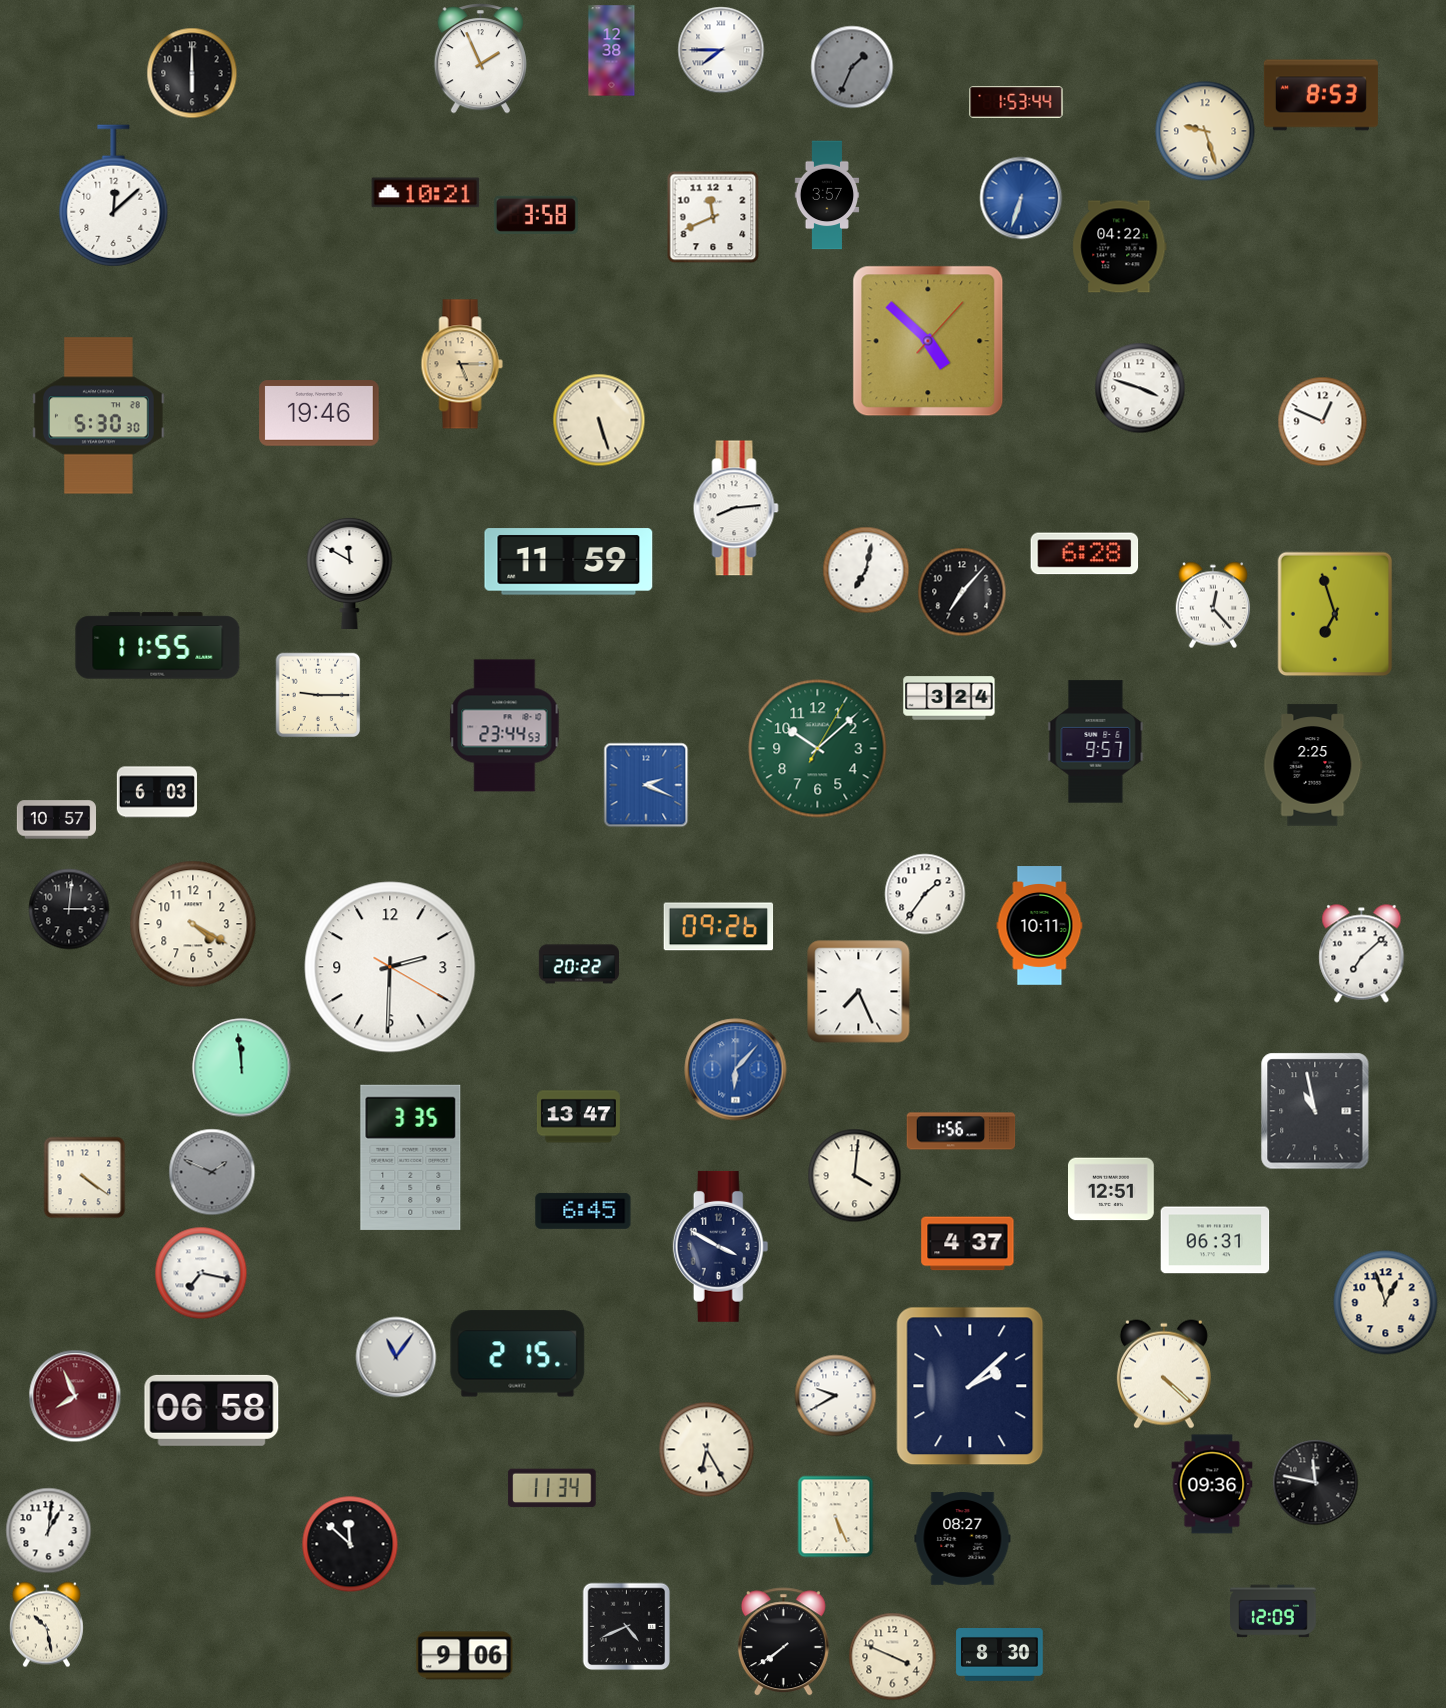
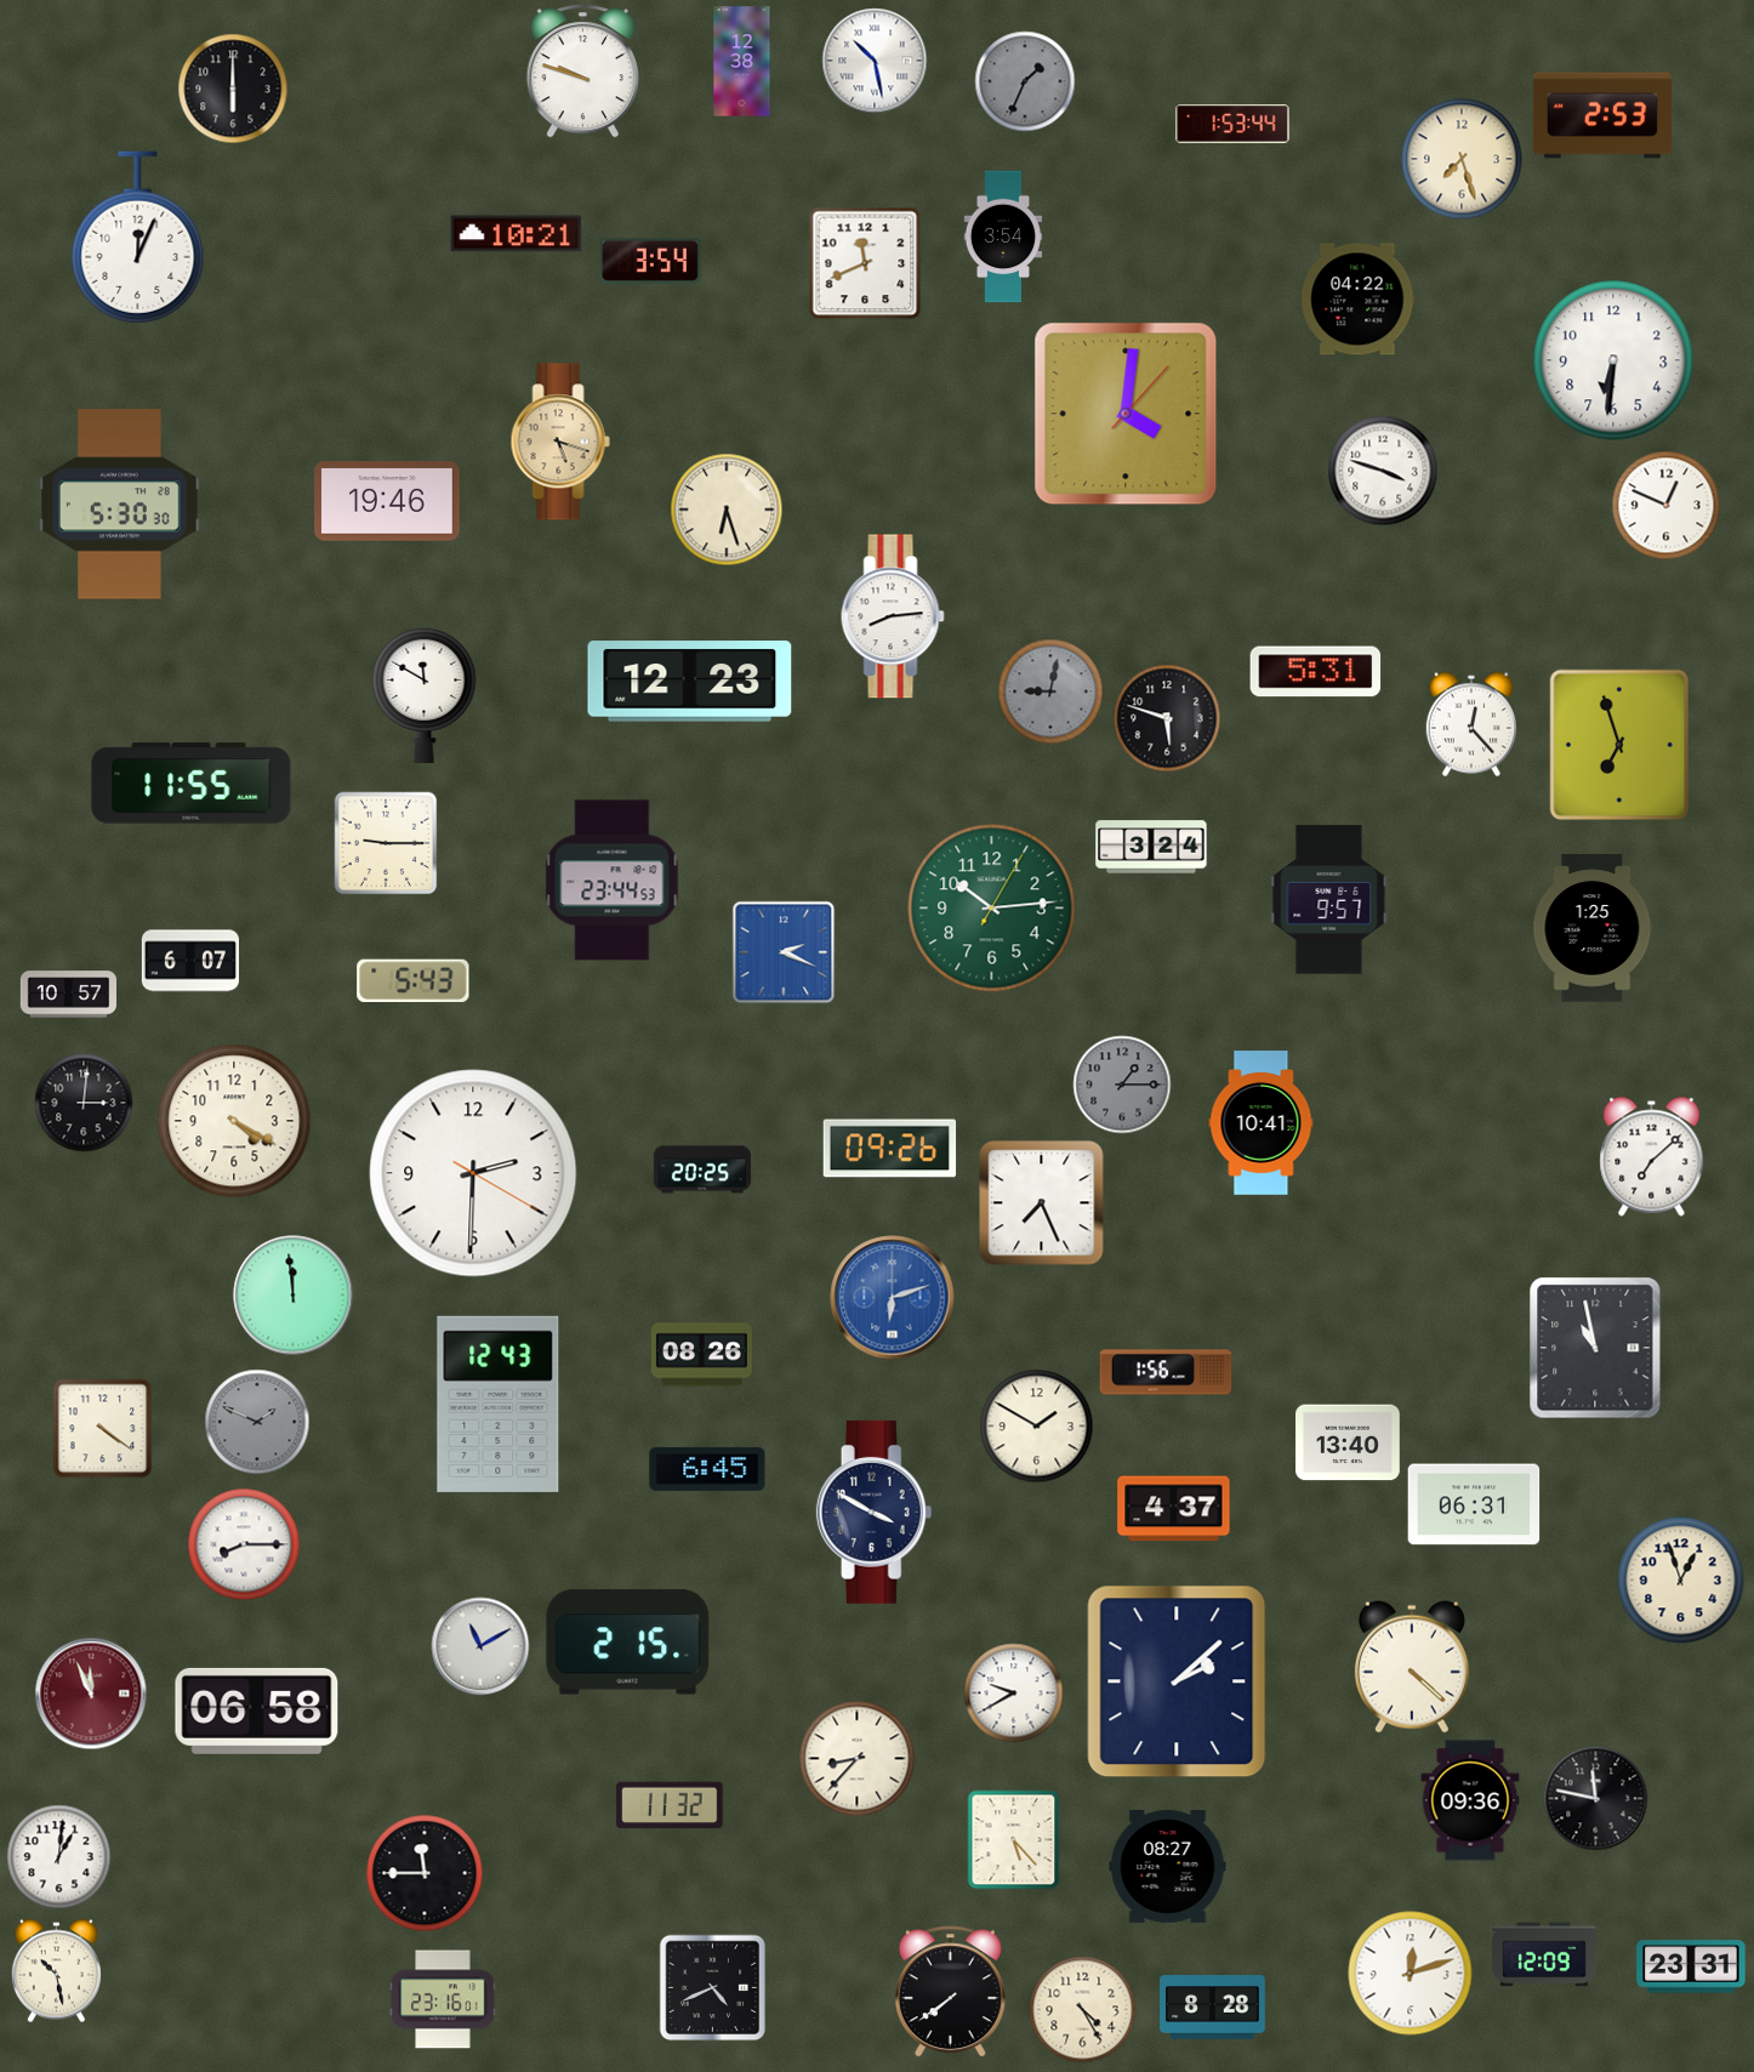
clock at (721, 50): 7:45 -> 10:28
clock at (480, 59): 1:56 -> 9:48
clock at (852, 67) position: (852, 67) -> (1025, 81)
clock at (1321, 95): 8:53 -> 2:53
clock at (1205, 131): 9:27 -> 7:27
clock at (827, 195): 3:57 -> 3:54
clock at (114, 196): 12:08 -> 12:04
clock at (1021, 198): 6:33 -> none
clock at (536, 215): 3:58 -> 3:54
clock at (1613, 360): none -> 6:31
clock at (928, 341): 4:52 -> 4:01
clock at (462, 364): 5:15 -> 5:18
clock at (599, 420): 5:27 -> 6:27
clock at (1323, 422) position: (1323, 422) -> (1667, 506)
clock at (1085, 554): 6:28 -> 5:31
clock at (569, 562): 11:59 -> 12:23
clock at (866, 570): 7:02 -> 9:02
clock at (866, 570) dial: white -> grey
clock at (962, 592): 7:07 -> 5:48
clock at (1212, 605) position: (1212, 605) -> (1470, 724)
clock at (818, 749): 10:08 -> 10:14
clock at (1313, 765): 2:25 -> 1:25
clock at (157, 792): 6:03 -> 6:07
clock at (414, 981): none -> 5:43
clock at (925, 894): 1:36 -> 1:15
clock at (925, 894) dial: white -> grey
clock at (1040, 926): 10:11 -> 10:41
clock at (719, 927) position: (719, 927) -> (890, 1149)
clock at (579, 964): 20:22 -> 20:25
clock at (736, 1070): 6:07 -> 6:12
clock at (578, 1117): 13:47 -> 08:26
clock at (411, 1157): 3:35 -> 12:43
clock at (855, 1176): 4:01 -> 1:50
clock at (1112, 1189): 12:51 -> 13:40
clock at (201, 1273): 7:17 -> 8:15
clock at (396, 1357): 11:06 -> 11:10
clock at (75, 1396): 7:56 -> 11:56
clock at (707, 1450): 6:25 -> 8:37
clock at (552, 1488): 11:34 -> 11:32
clock at (836, 1517): 5:26 -> 5:23
clock at (350, 1544): 11:52 -> 11:45
clock at (1691, 1966): none -> 23:31
clock at (627, 1627) position: (627, 1627) -> (713, 1988)
clock at (1411, 1974): none -> 12:12
clock at (443, 1999): none -> 23:16
clock at (1000, 1655): 8:30 -> 8:28
clock at (465, 1656): 9:06 -> none
clock at (893, 1657): 3:49 -> 4:25
